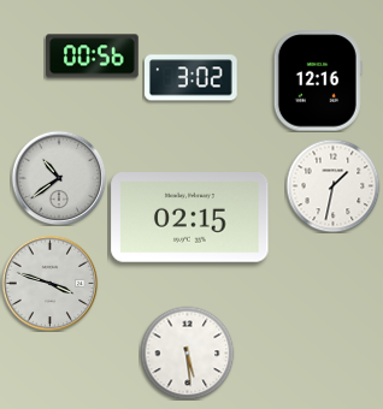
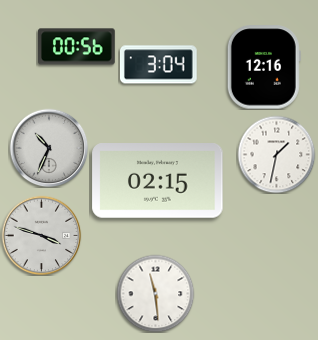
clock at (191, 78): 3:02 -> 3:04
clock at (59, 178): 10:39 -> 10:34
clock at (187, 352): 5:29 -> 11:29
